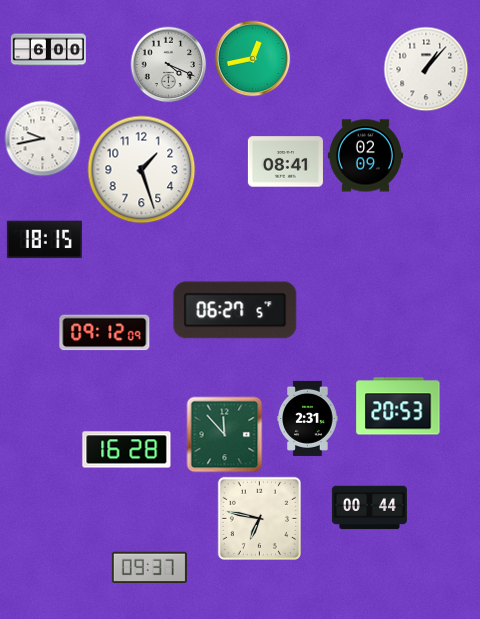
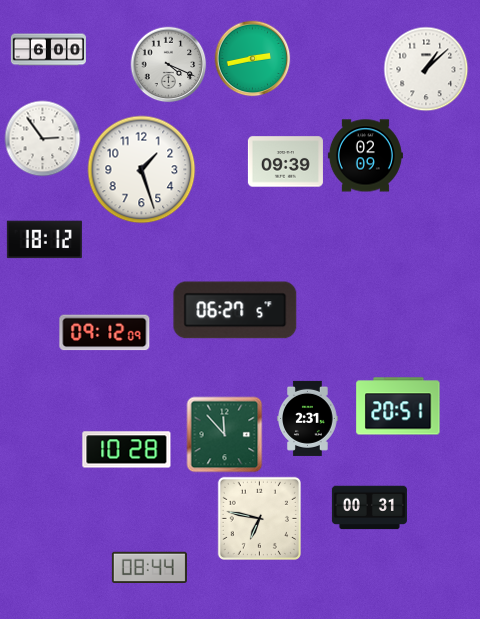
clock at (253, 59): 12:43 -> 2:43
clock at (426, 69): 1:07 -> 1:08
clock at (43, 139): 9:43 -> 2:54
clock at (285, 162): 08:41 -> 09:39
clock at (44, 240): 18:15 -> 18:12
clock at (398, 406): 20:53 -> 20:51
clock at (127, 450): 16:28 -> 10:28
clock at (369, 508): 00:44 -> 00:31
clock at (149, 568): 09:37 -> 08:44
